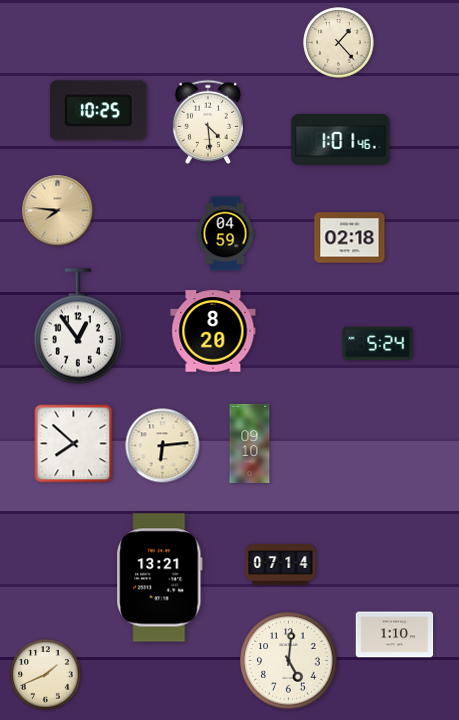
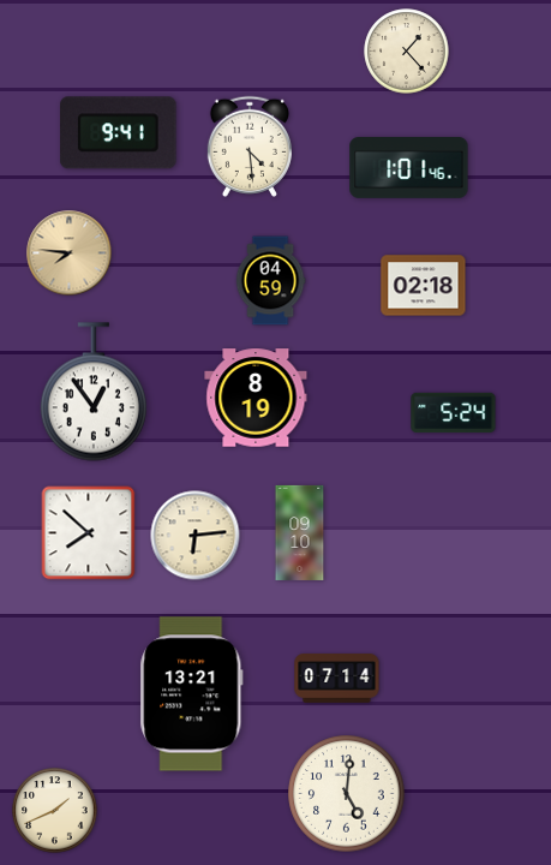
clock at (99, 111): 10:25 -> 9:41
clock at (350, 238) position: (350, 238) -> (424, 286)
clock at (213, 331): 8:20 -> 8:19
clock at (395, 635): 1:10 -> none
